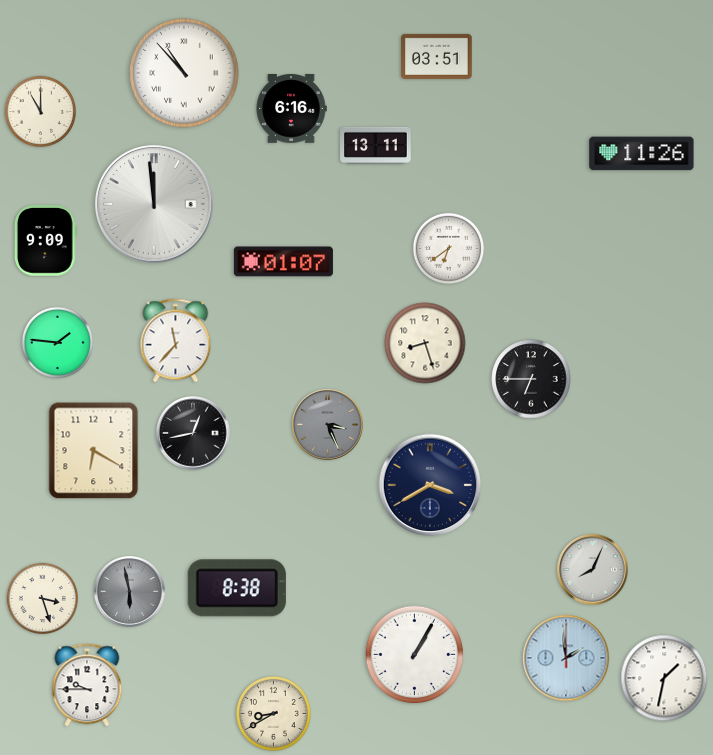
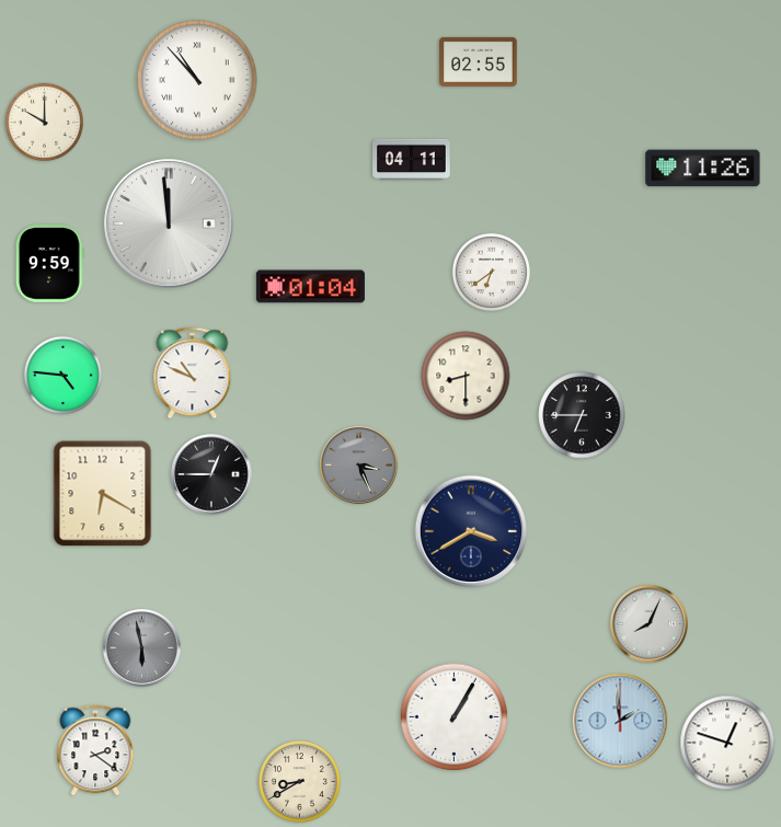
clock at (437, 56): 03:51 -> 02:55
clock at (184, 73) position: (184, 73) -> (197, 80)
clock at (291, 109): 6:16 -> none
clock at (40, 111): 11:00 -> 10:00
clock at (376, 145): 13:11 -> 04:11
clock at (46, 241): 9:09 -> 9:59
clock at (283, 262): 01:07 -> 01:04
clock at (176, 341): 11:37 -> 10:49
clock at (57, 342): 1:46 -> 4:46
clock at (425, 343): 8:27 -> 8:30
clock at (193, 433): 12:43 -> 12:45
clock at (237, 588): 8:38 -> none
clock at (42, 598): 3:27 -> none
clock at (664, 678): 1:32 -> 12:48
clock at (87, 685): 9:45 -> 2:21
